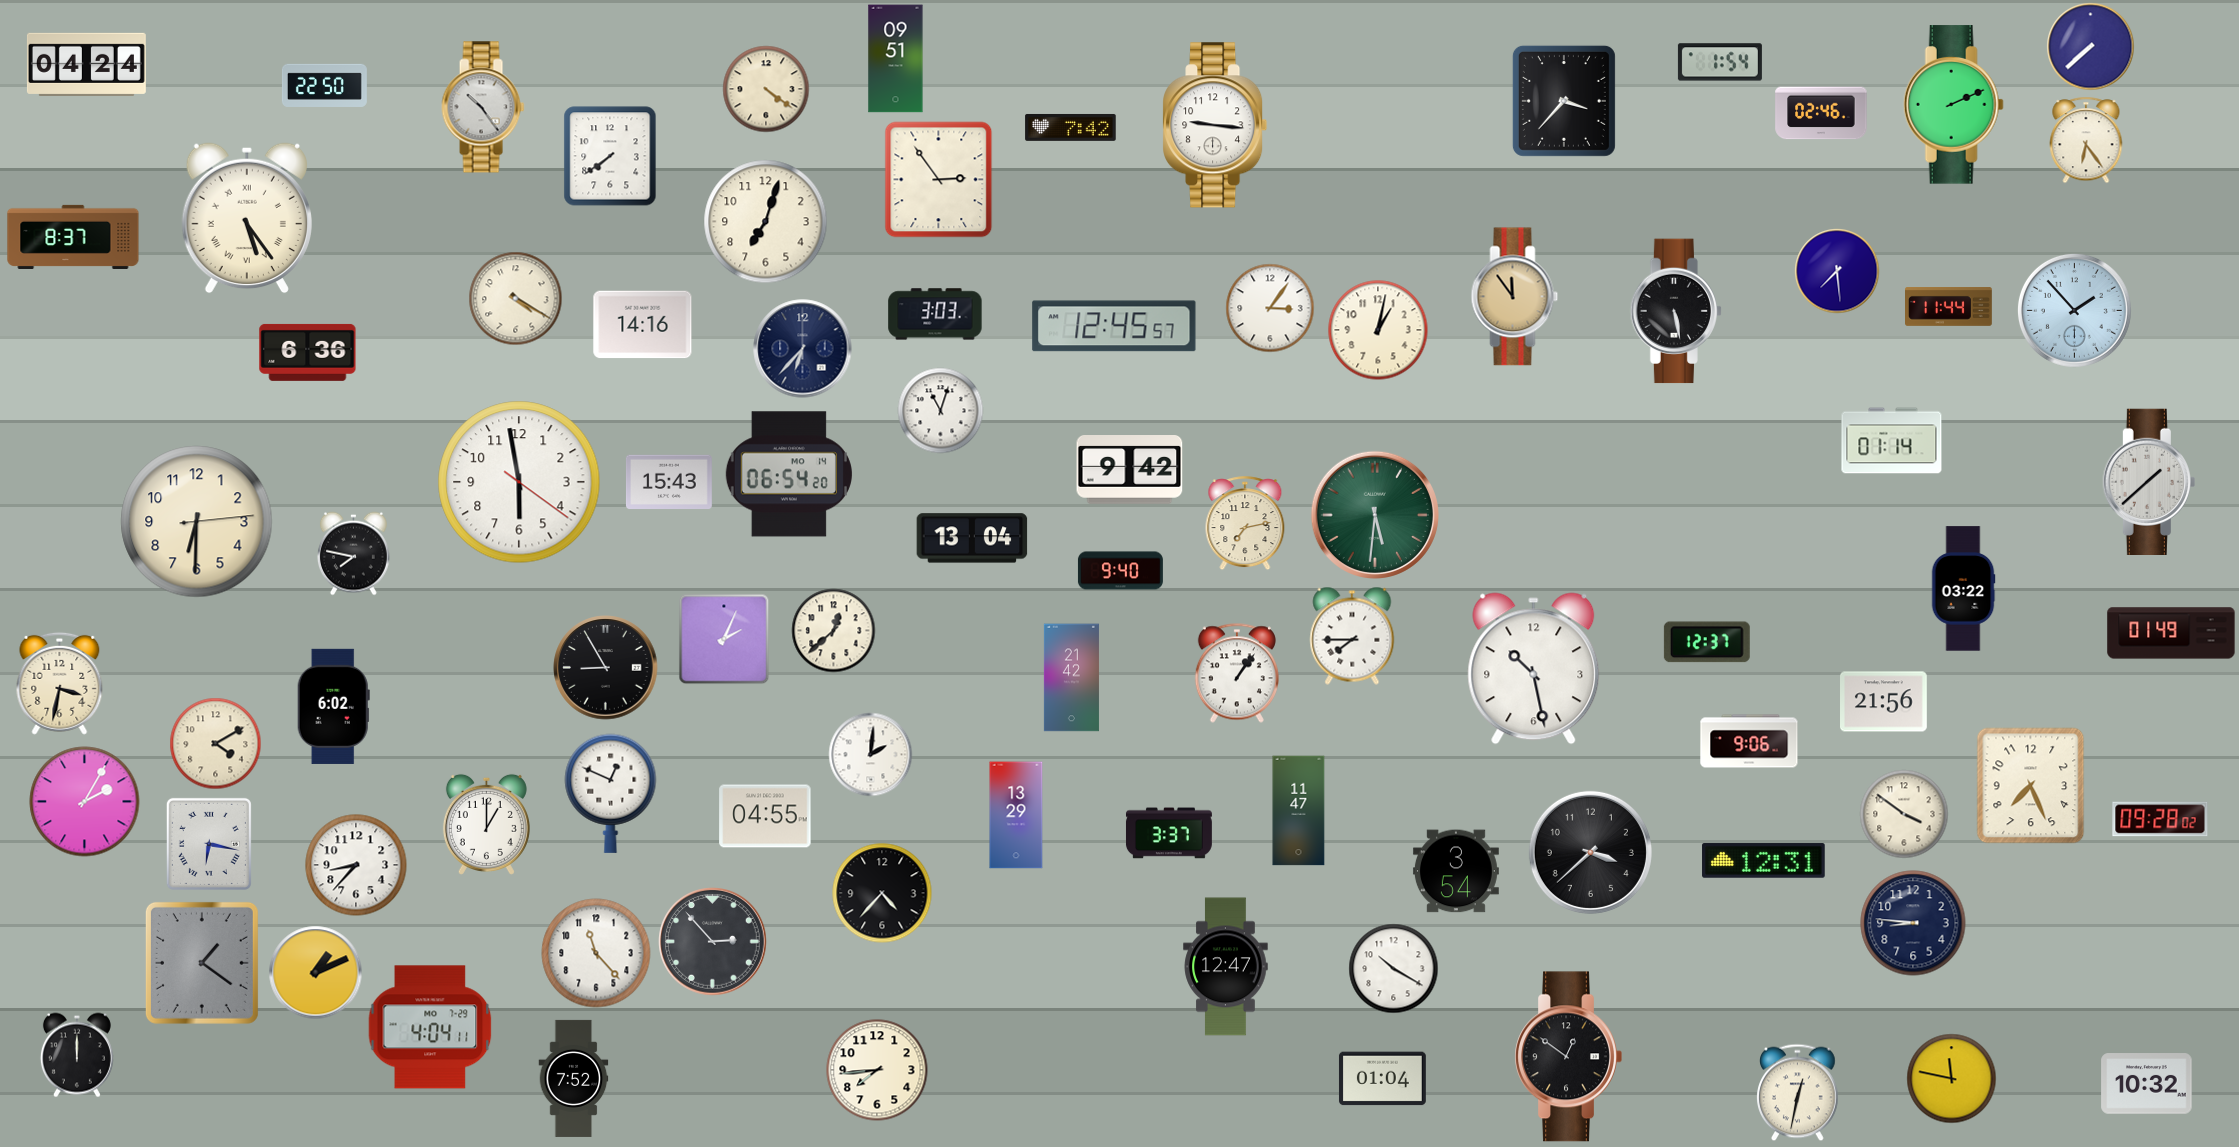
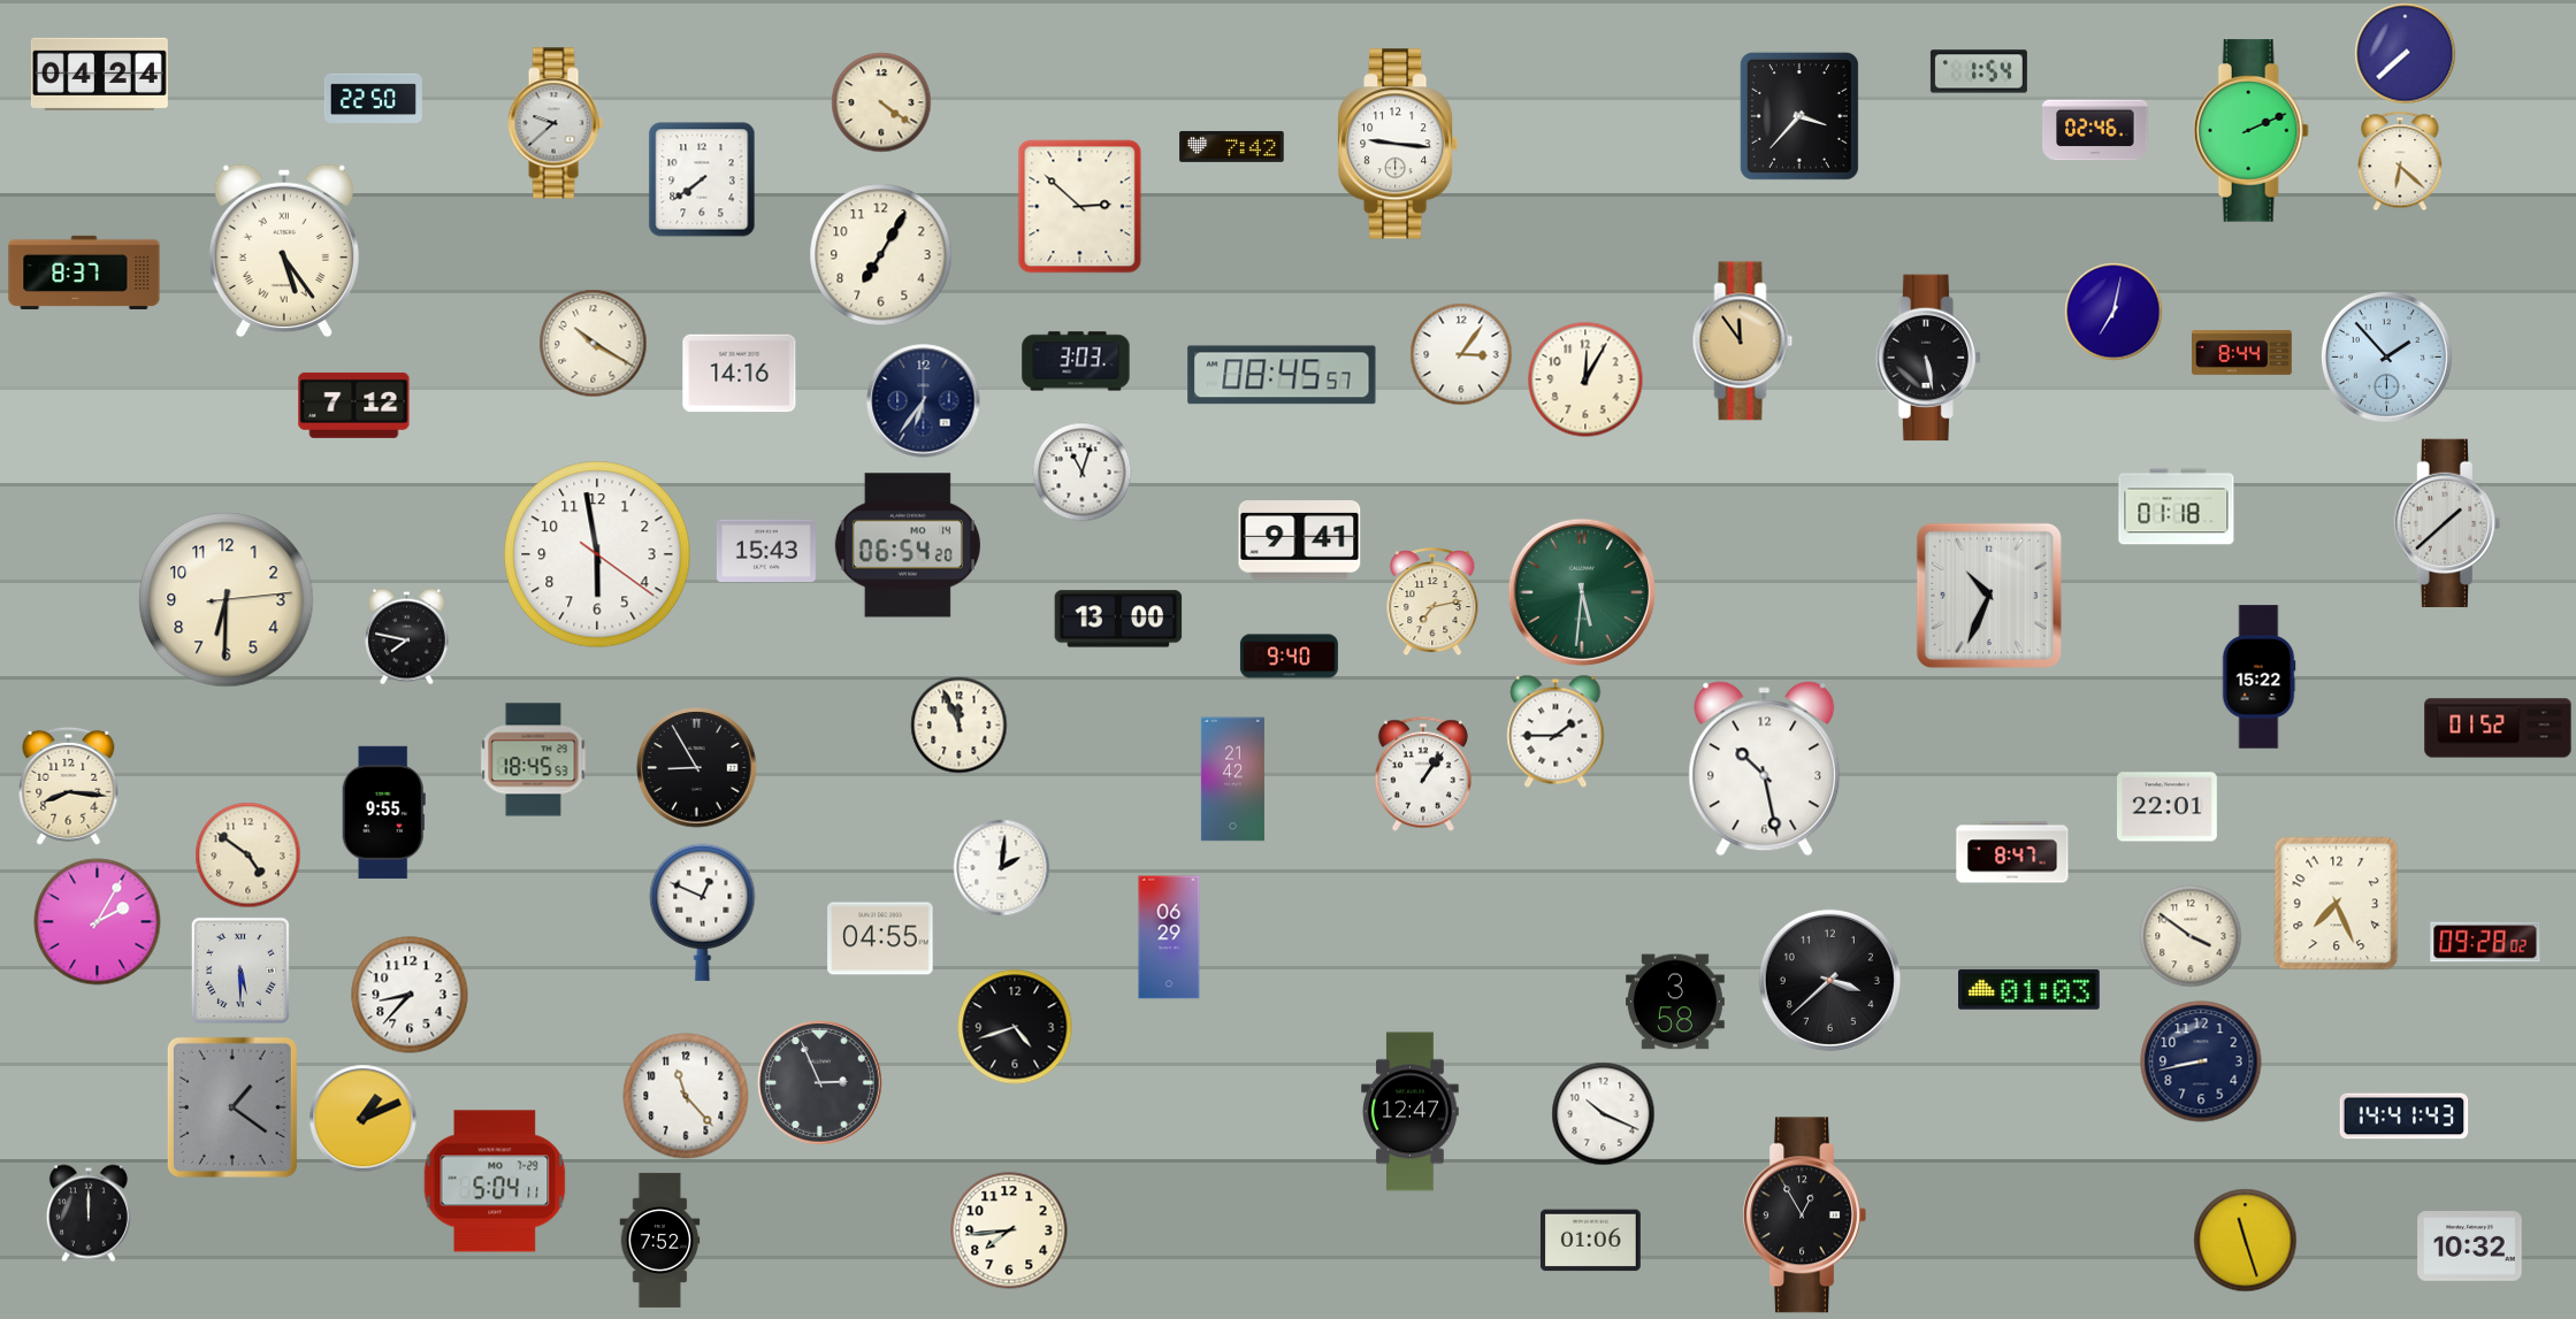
clock at (896, 59): 09:51 -> none
clock at (1953, 105) position: (1953, 105) -> (2250, 131)
clock at (483, 107): 10:24 -> 9:38
clock at (2086, 140): 6:24 -> 6:22
clock at (939, 180): 2:54 -> 2:52
clock at (766, 222): 7:03 -> 7:05
clock at (1837, 271): 7:29 -> 7:02
clock at (516, 299): 4:20 -> 10:20
clock at (1949, 307): 11:44 -> 8:44
clock at (1114, 326): 12:45 -> 08:45
clock at (1378, 330): 1:02 -> 12:05
clock at (803, 349): 6:37 -> 6:36
clock at (308, 352): 6:36 -> 7:12
clock at (1892, 441): 01:14 -> 01:18
clock at (1130, 470): 9:42 -> 9:41
clock at (2149, 481) position: (2149, 481) -> (2447, 522)
clock at (669, 482) position: (669, 482) -> (766, 551)
clock at (1989, 596): none -> 10:34
clock at (972, 538): 13:04 -> 13:00
clock at (1963, 589): 03:22 -> 15:22
clock at (834, 631): 12:38 -> 11:56
clock at (2171, 633): 01:49 -> 01:52
clock at (1352, 636): 7:45 -> 1:45
clock at (724, 639): 2:04 -> none
clock at (1707, 642): 12:37 -> none
clock at (534, 760): none -> 18:45
clock at (60, 683): 3:32 -> 8:16
clock at (1884, 702): 21:56 -> 22:01
clock at (333, 706): 6:02 -> 9:55
clock at (1749, 741): 9:06 -> 8:47
clock at (216, 744): 4:10 -> 4:51
clock at (1299, 811): 11:47 -> none
clock at (1016, 815): 13:29 -> 06:29
clock at (486, 824): 1:00 -> none
clock at (1169, 833): 3:37 -> none
clock at (209, 844): 6:17 -> 5:30
clock at (1764, 861): 12:31 -> 01:03
clock at (1456, 871): 3:54 -> 3:58
clock at (882, 893): 4:37 -> 4:42
clock at (1913, 923): 8:46 -> 8:43
clock at (713, 942): 2:53 -> 2:56
clock at (1394, 969): 10:20 -> 10:19
clock at (2405, 1117): none -> 14:41
clock at (430, 1027): 4:04 -> 5:04
clock at (1568, 1057): 12:51 -> 12:55
clock at (1382, 1079): 01:04 -> 01:06
clock at (1952, 1079): 11:47 -> 11:27
clock at (1798, 1093): 12:32 -> none
